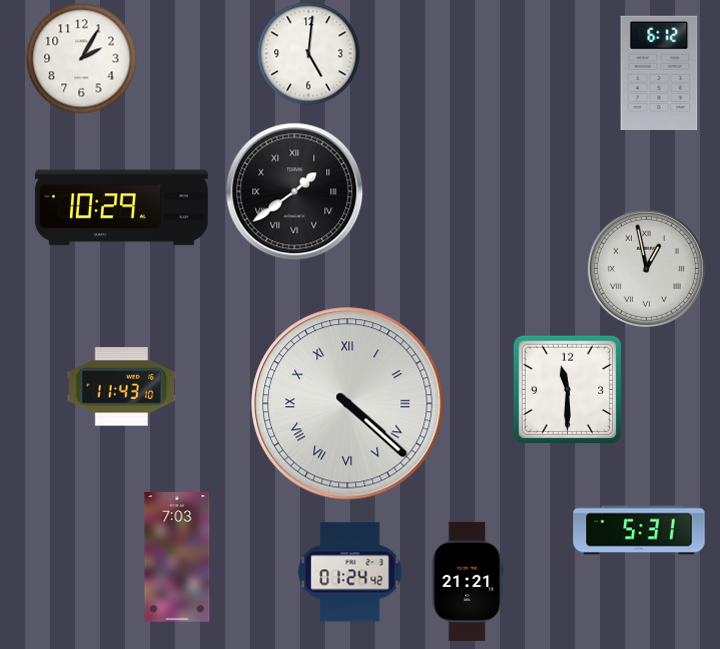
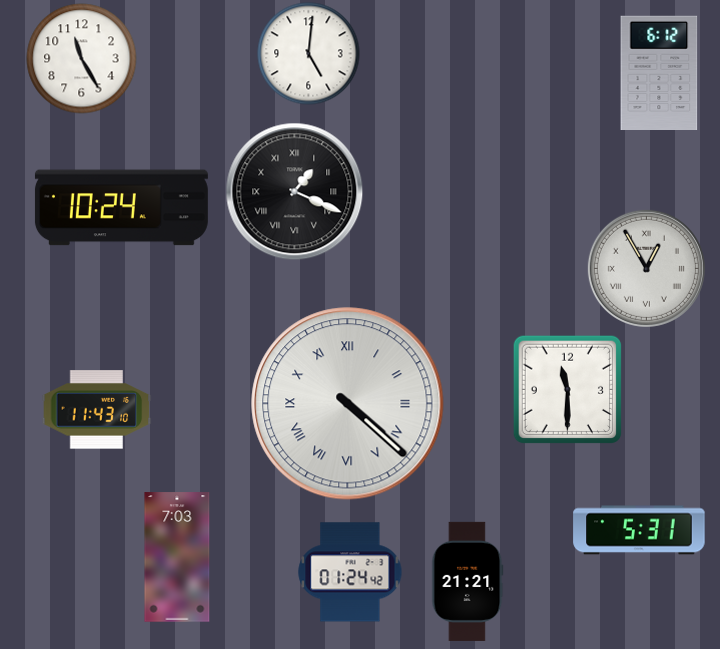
clock at (82, 59): 2:05 -> 11:25
clock at (295, 192): 1:39 -> 1:19
clock at (121, 208): 10:29 -> 10:24
clock at (646, 268): 12:58 -> 12:55
clock at (122, 387) position: (122, 387) -> (97, 410)
